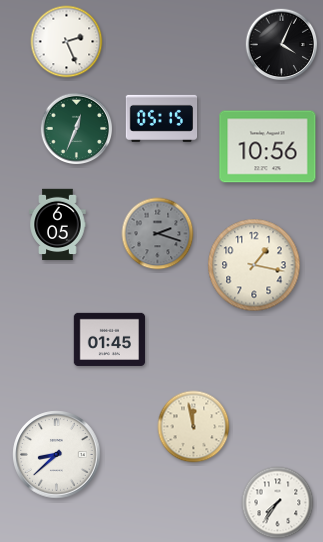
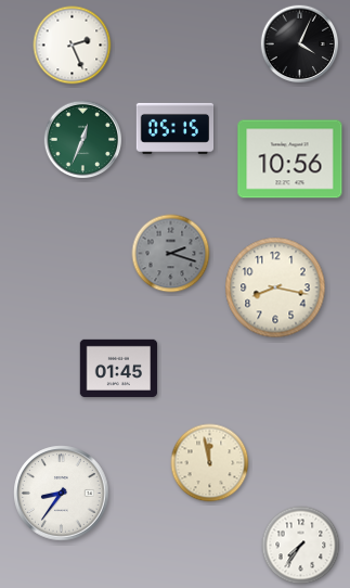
clock at (282, 45) position: (282, 45) -> (300, 44)
clock at (58, 225): 6:05 -> none
clock at (254, 265): 1:17 -> 8:17
clock at (57, 455): 8:38 -> 8:36
